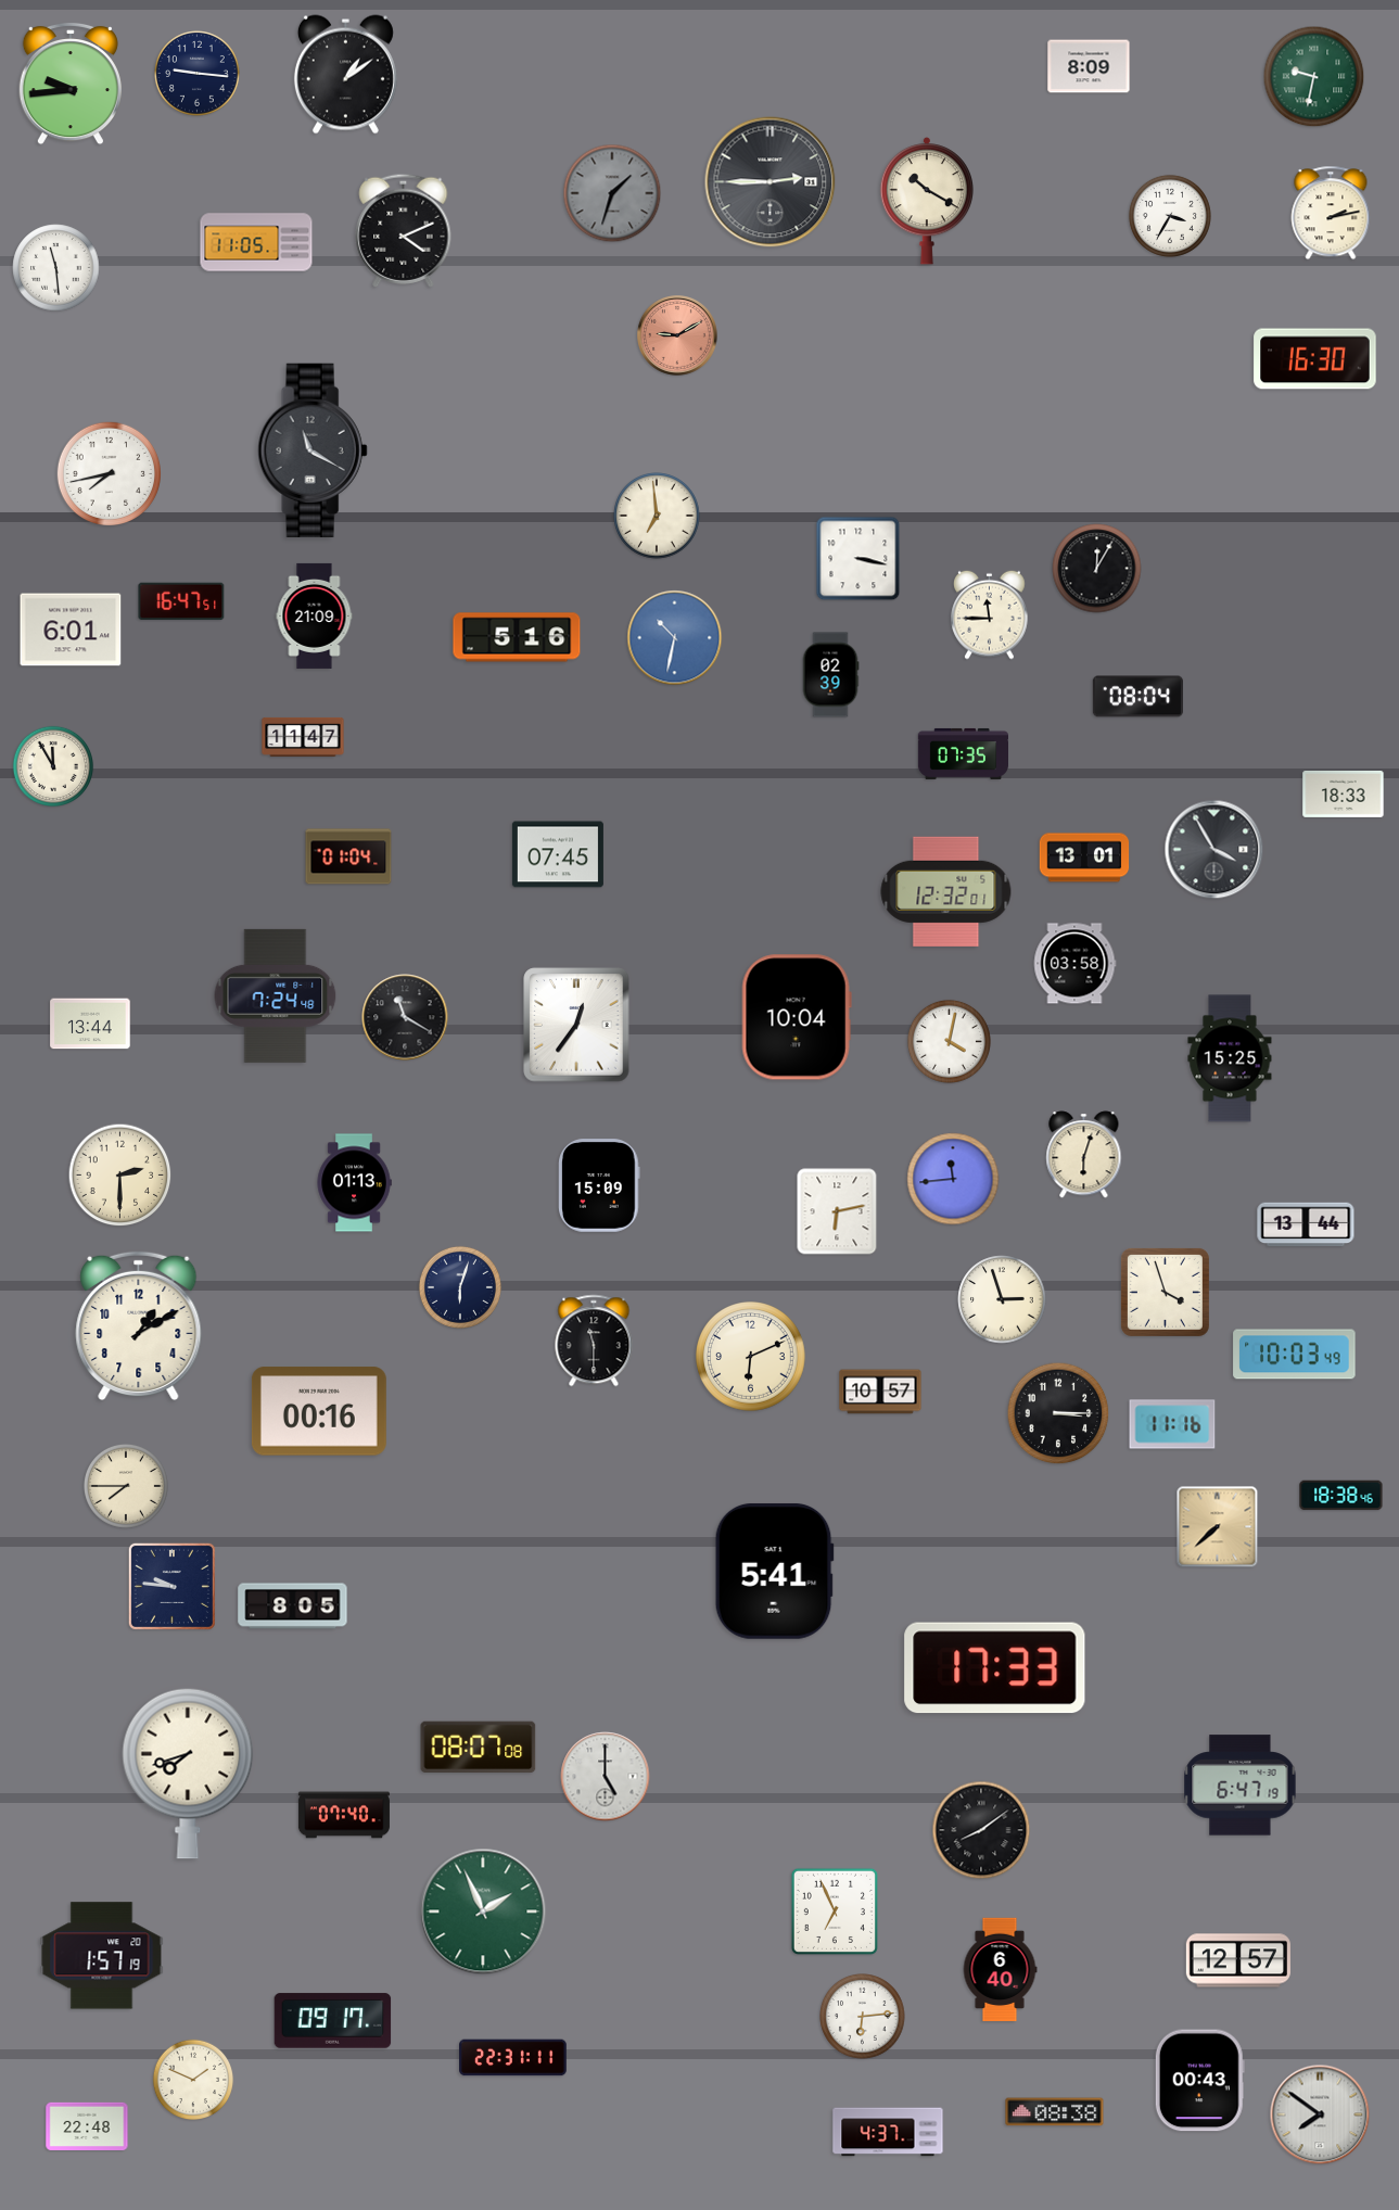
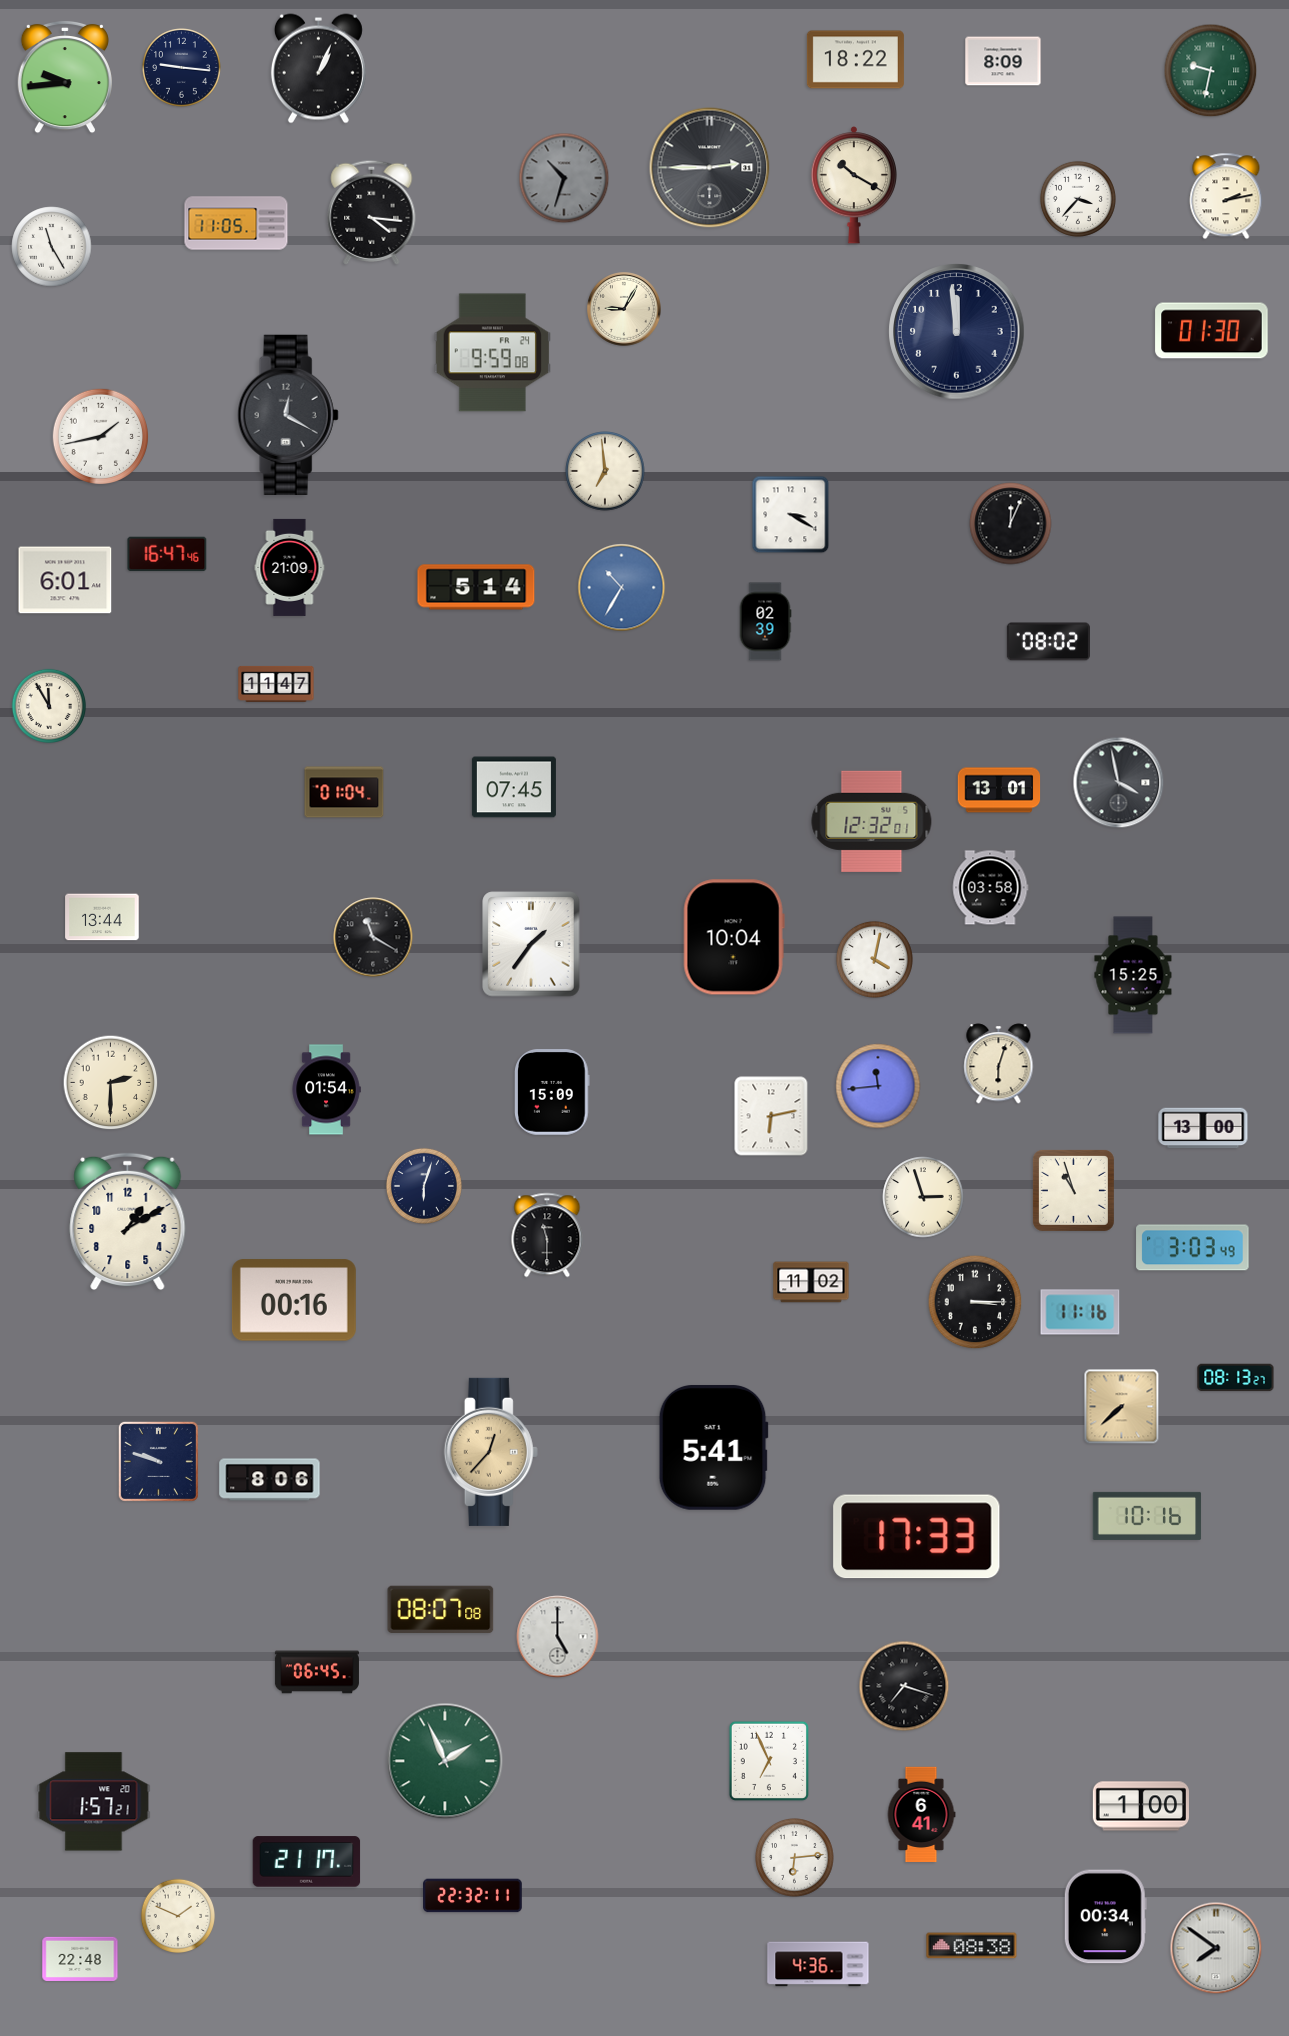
clock at (855, 60): none -> 18:22
clock at (345, 75): 1:09 -> 1:04
clock at (612, 193): 1:33 -> 10:33
clock at (1170, 216): 3:35 -> 3:37
clock at (404, 230): 4:11 -> 4:16
clock at (56, 268): 11:29 -> 11:25
clock at (678, 336): 9:10 -> 9:05
clock at (678, 336) dial: salmon -> cream
clock at (1315, 359): 16:30 -> 01:30
clock at (957, 332): none -> 11:59
clock at (492, 353): none -> 9:59
clock at (313, 450): 11:20 -> 12:20
clock at (109, 473): 7:43 -> 1:43
clock at (657, 516) position: (657, 516) -> (605, 471)
clock at (859, 559): 3:17 -> 3:20
clock at (1097, 569): 12:05 -> 12:04
clock at (181, 601): 16:47:51 -> 16:47:46
clock at (990, 614): 11:45 -> none
clock at (517, 637): 5:16 -> 5:14
clock at (675, 638): 10:32 -> 10:35
clock at (1137, 697): 08:04 -> 08:02
clock at (303, 737) position: (303, 737) -> (276, 684)
clock at (963, 753): 07:35 -> none
clock at (1344, 793): 18:33 -> none
clock at (1214, 850): 3:55 -> 3:58
clock at (348, 856) position: (348, 856) -> (344, 792)
clock at (276, 995): 7:24 -> none
clock at (90, 1024) position: (90, 1024) -> (102, 917)
clock at (576, 1025): 12:36 -> 1:36
clock at (354, 1183): 01:13 -> 01:54
clock at (1306, 1224): 13:44 -> 13:00
clock at (1165, 1292): 3:57 -> 10:57
clock at (1295, 1355): 10:03 -> 3:03
clock at (751, 1357): 6:11 -> none
clock at (880, 1392): 10:57 -> 11:02
clock at (126, 1486): 7:45 -> none
clock at (1341, 1496): 18:38 -> 08:13
clock at (491, 1452): none -> 12:37
clock at (171, 1586): 9:46 -> 9:48
clock at (293, 1606): 8:05 -> 8:06
clock at (1147, 1516): none -> 10:16
clock at (188, 1774): 7:42 -> none
clock at (1241, 1786): 6:47 -> none
clock at (344, 1815): 07:40 -> 06:45
clock at (981, 1830): 8:09 -> 7:18
clock at (102, 1956): 1:57:19 -> 1:57:21
clock at (1238, 1960): 12:57 -> 1:00
clock at (1000, 1970): 6:40 -> 6:41
clock at (333, 2021): 09:17 -> 21:17
clock at (513, 2058): 22:31 -> 22:32
clock at (1199, 2081): 00:43 -> 00:34
clock at (888, 2132): 4:37 -> 4:36
